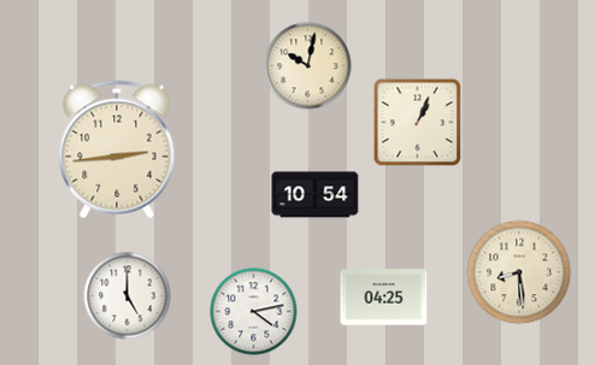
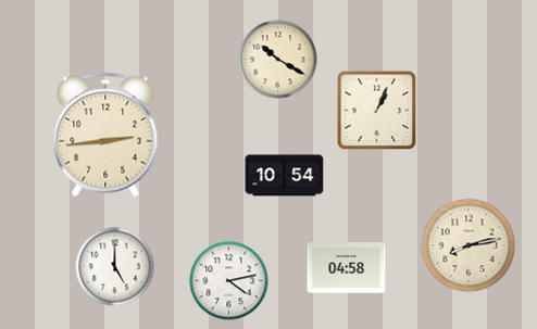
clock at (308, 66): 10:02 -> 10:20
clock at (519, 272): 8:29 -> 8:13
clock at (384, 298): 04:25 -> 04:58
